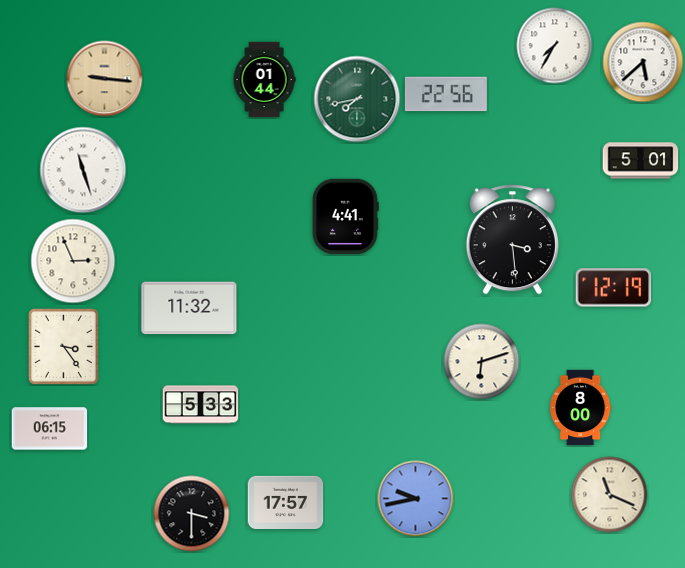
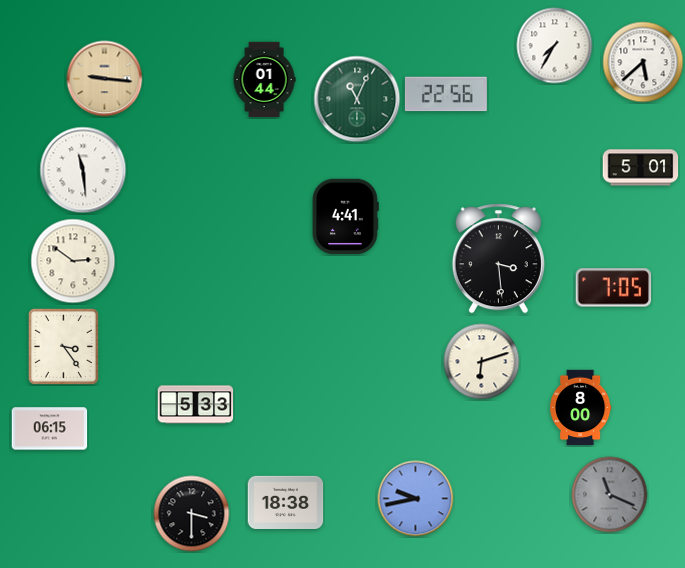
clock at (357, 99): 7:43 -> 11:04
clock at (641, 161) position: (641, 161) -> (641, 168)
clock at (83, 170): 11:27 -> 11:29
clock at (512, 240) position: (512, 240) -> (498, 259)
clock at (73, 261): 2:56 -> 2:51
clock at (614, 288): 12:19 -> 7:05
clock at (189, 308): 11:32 -> none
clock at (201, 405) position: (201, 405) -> (196, 405)
clock at (610, 495) dial: cream -> grey
clock at (286, 502): 17:57 -> 18:38
